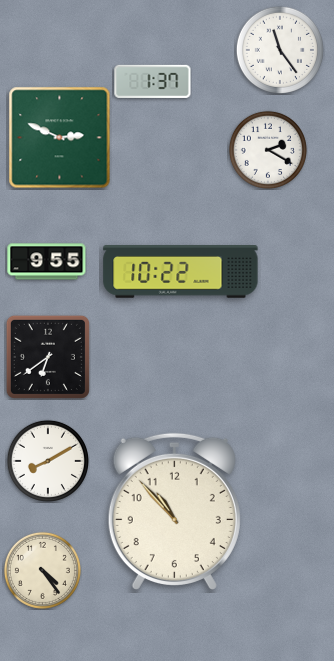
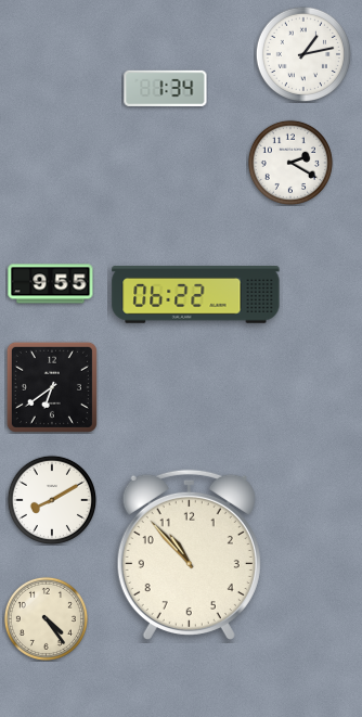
clock at (279, 49): 11:24 -> 1:13
clock at (153, 81): 1:37 -> 1:34
clock at (60, 138): 2:49 -> none
clock at (181, 272): 10:22 -> 06:22
